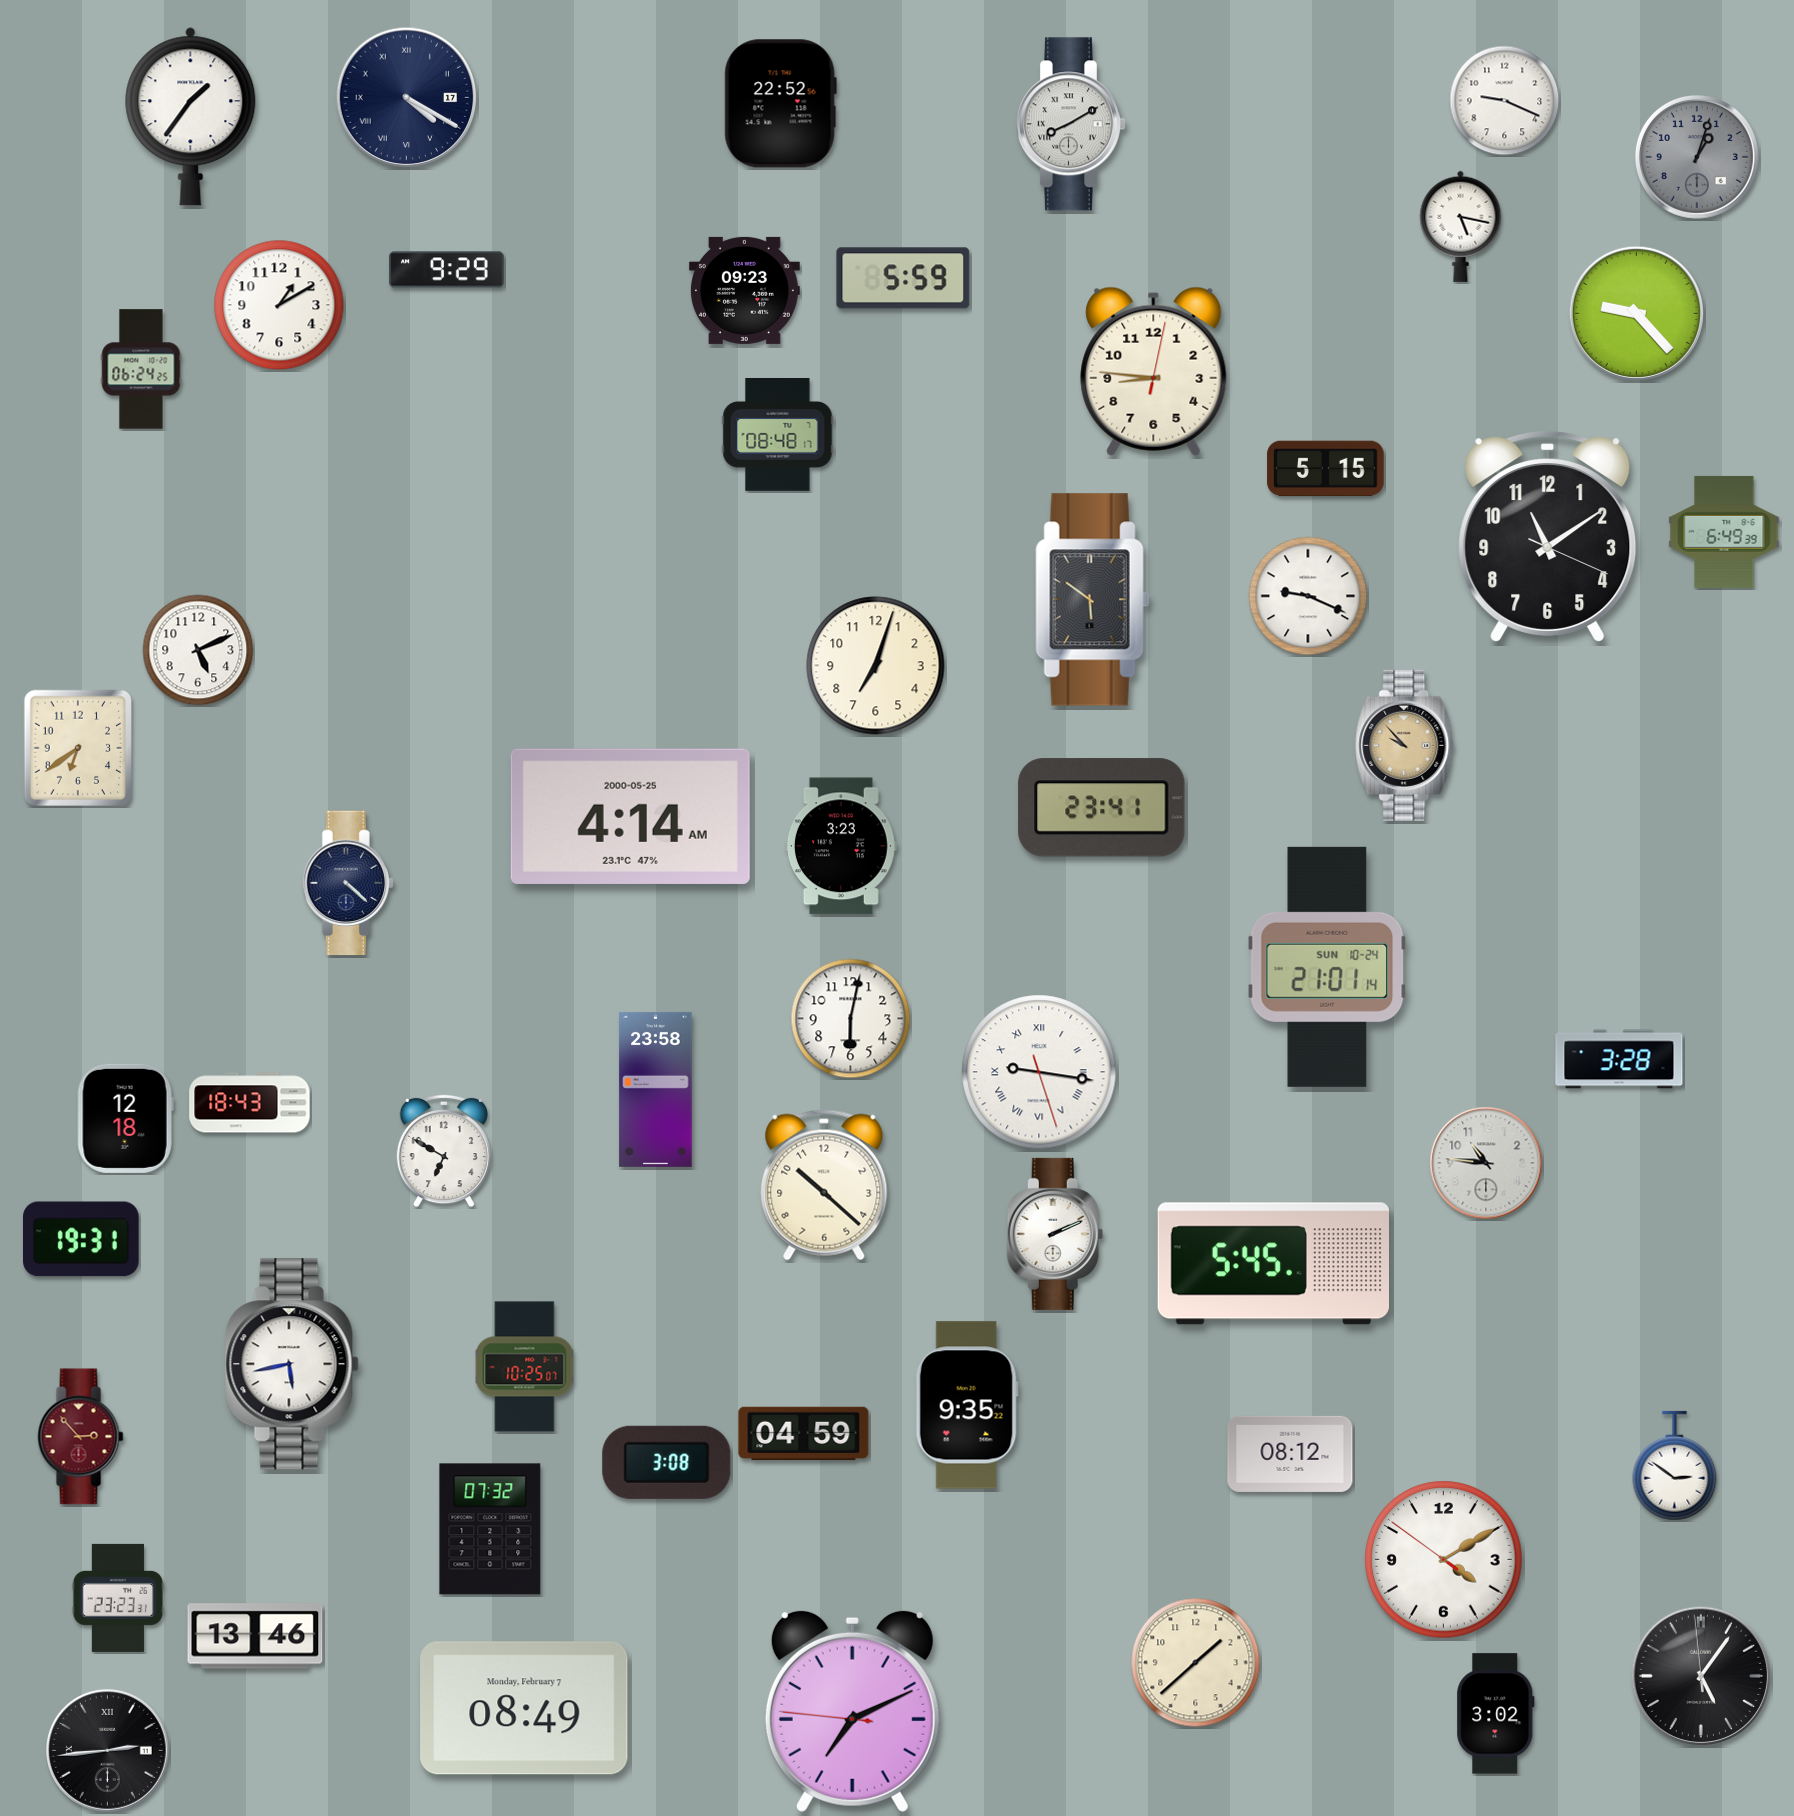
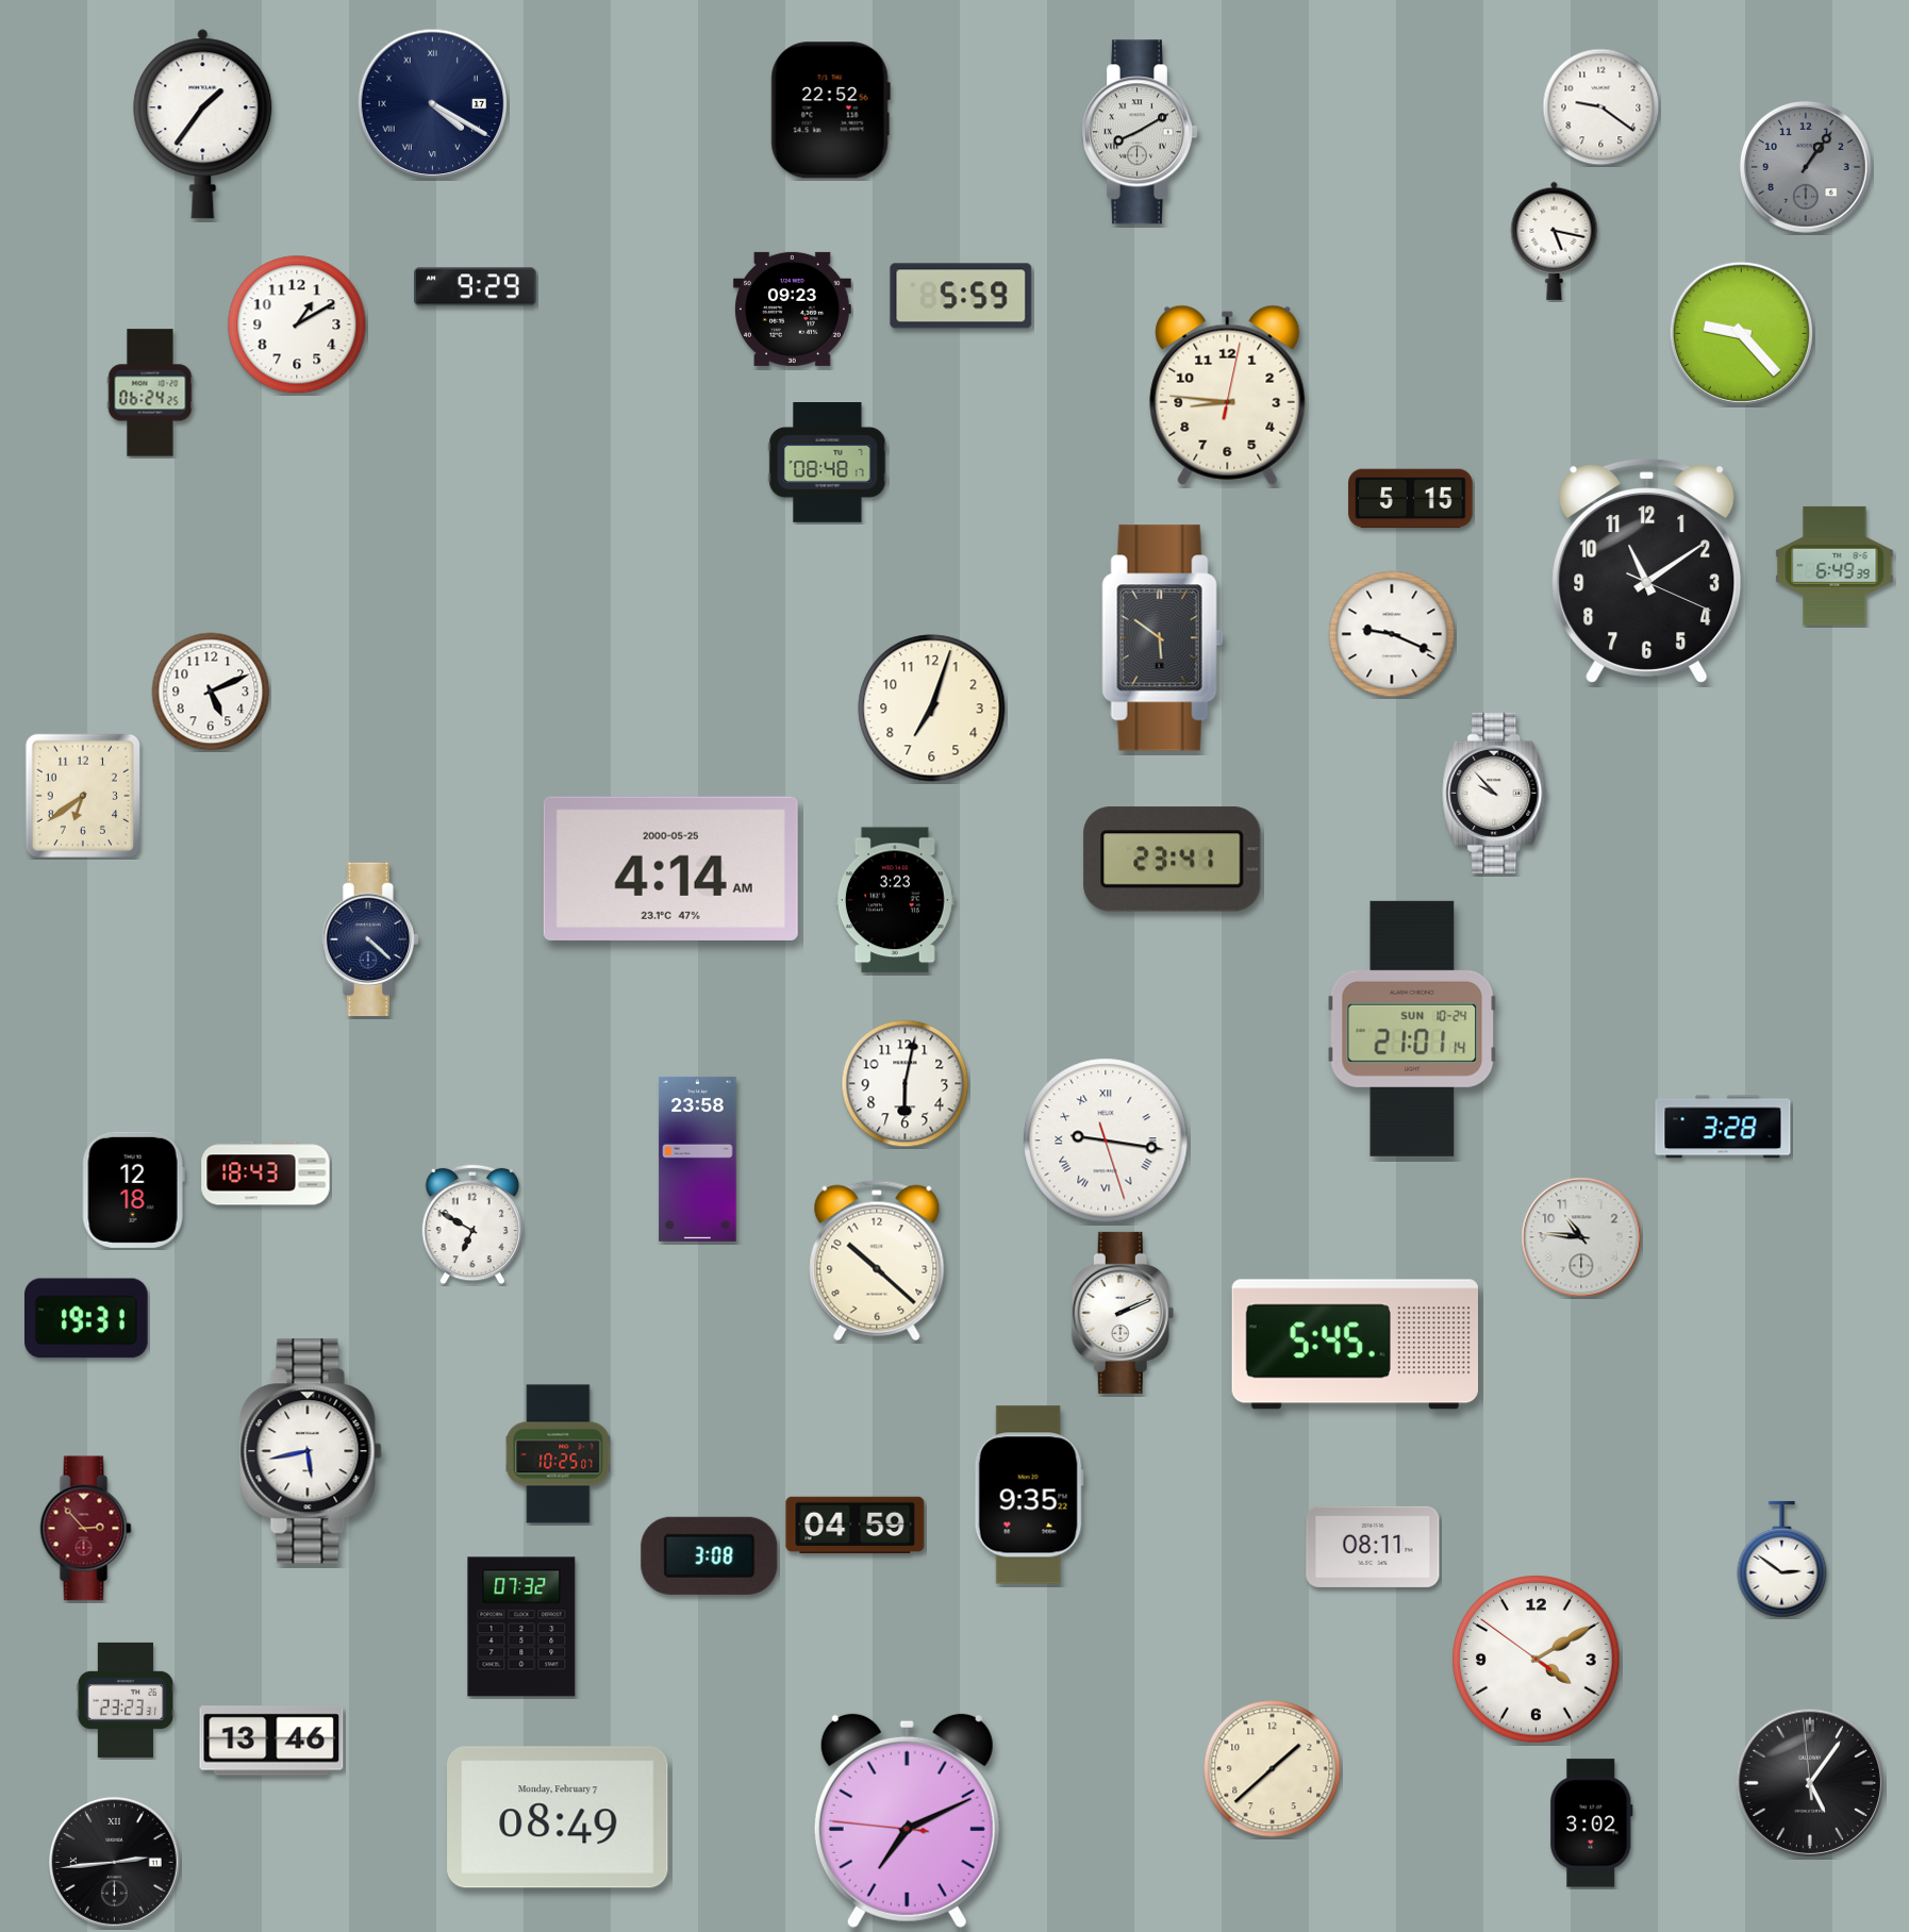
clock at (1505, 101): 9:19 -> 9:21
clock at (1697, 157): 1:03 -> 1:06
clock at (1405, 745) dial: champagne -> white
clock at (1290, 1454): 08:12 -> 08:11
